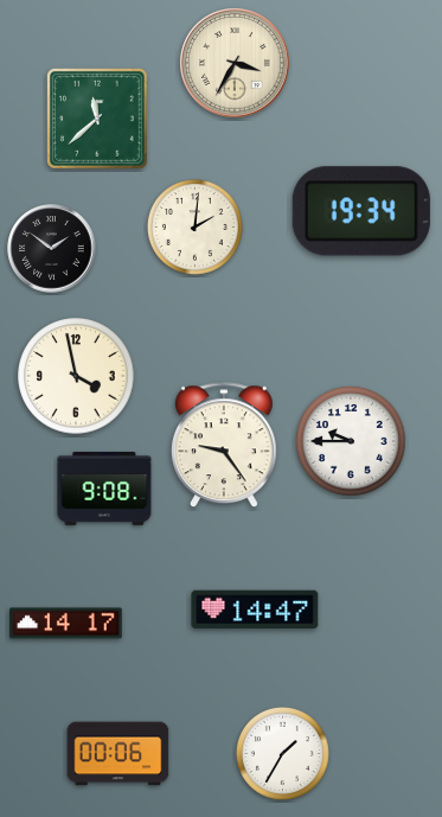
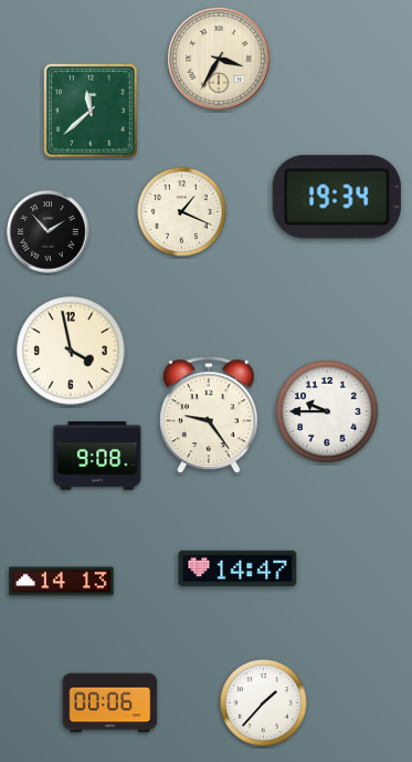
clock at (194, 226): 2:01 -> 1:19
clock at (52, 249): 1:51 -> 1:53
clock at (66, 624): 14:17 -> 14:13
clock at (282, 753): 1:35 -> 1:37
